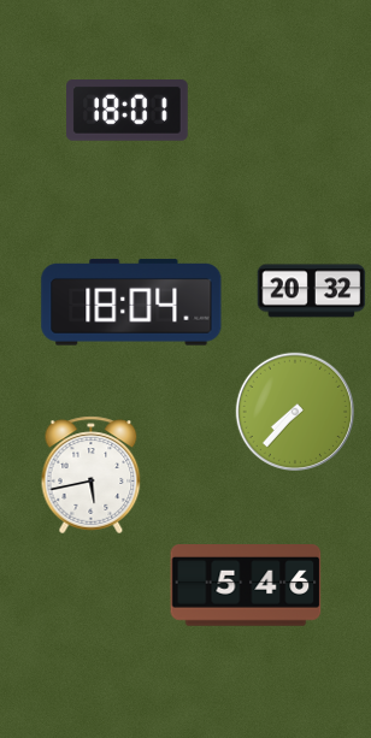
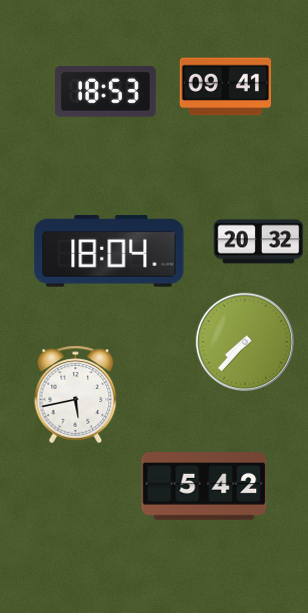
clock at (225, 87): none -> 09:41
clock at (128, 111): 18:01 -> 18:53
clock at (246, 586): 5:46 -> 5:42
